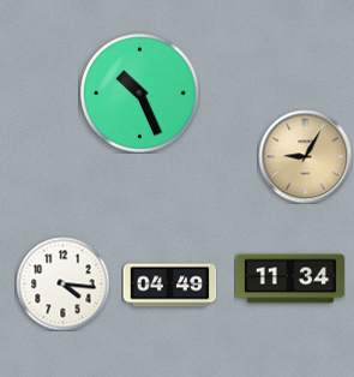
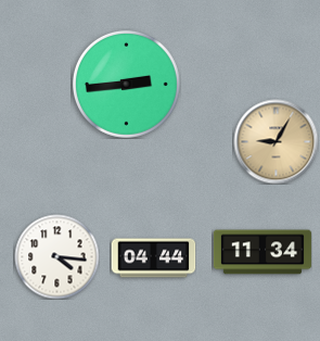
clock at (139, 92): 10:26 -> 2:44
clock at (169, 286): 04:49 -> 04:44
